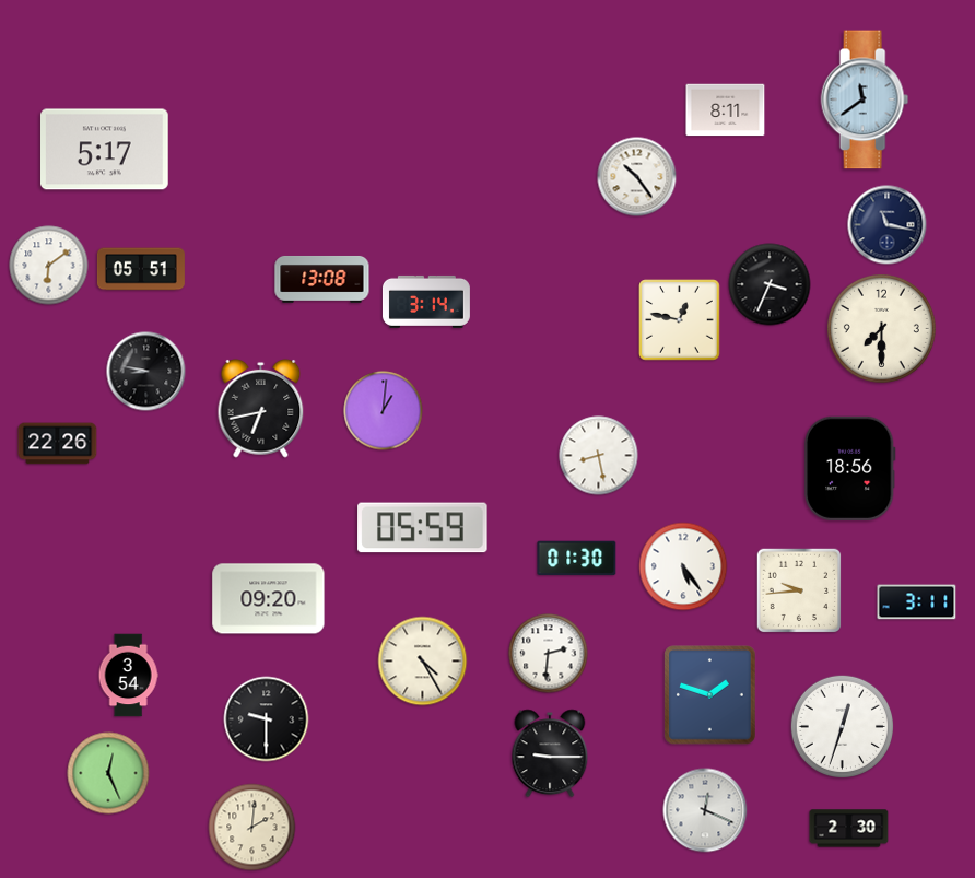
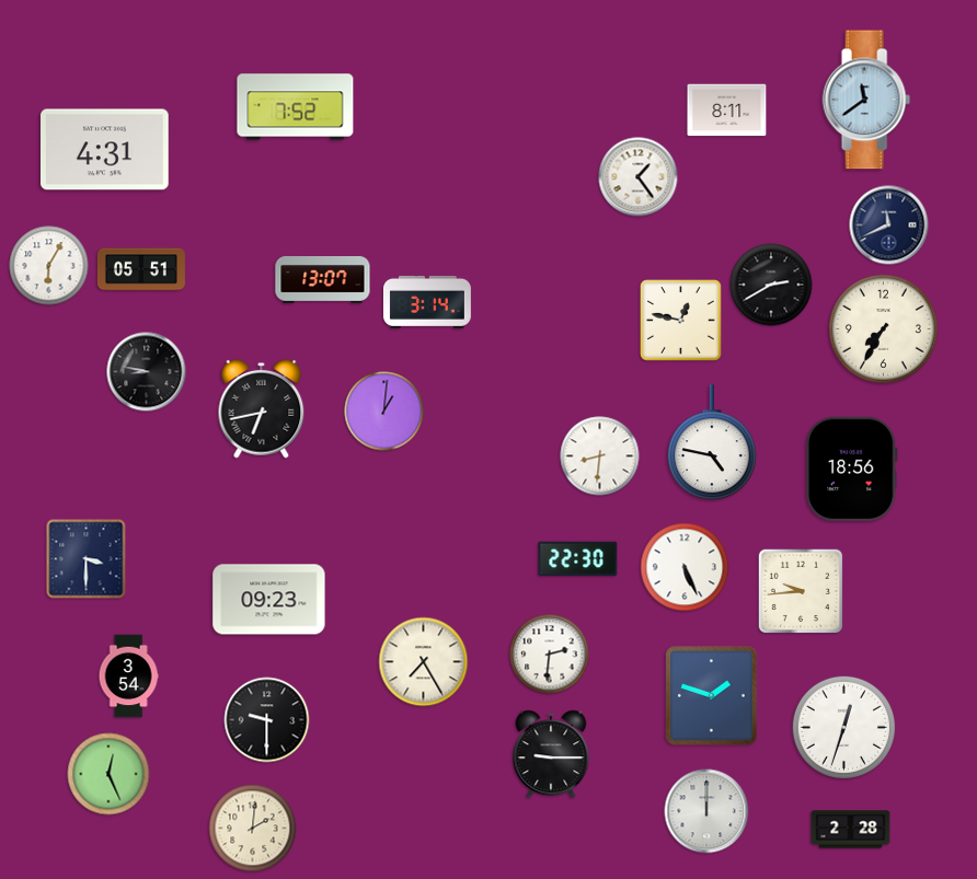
clock at (296, 107): none -> 7:52
clock at (105, 150): 5:17 -> 4:31
clock at (637, 177): 10:24 -> 1:24
clock at (888, 225): 11:17 -> 11:41
clock at (49, 266): 6:09 -> 6:05
clock at (322, 280): 13:08 -> 13:07
clock at (770, 284): 3:34 -> 2:40
clock at (881, 328): 7:30 -> 7:35
clock at (712, 442): none -> 4:47
clock at (58, 444): 22:26 -> none
clock at (599, 456): 8:28 -> 8:31
clock at (423, 528): 05:59 -> none
clock at (87, 559): none -> 3:30
clock at (577, 559): 01:30 -> 22:30
clock at (683, 566): 5:24 -> 5:26
clock at (269, 599): 09:20 -> 09:23
clock at (917, 602): 3:11 -> none
clock at (423, 662): 4:25 -> 7:25
clock at (705, 810): 12:19 -> 12:00
clock at (849, 829): 2:30 -> 2:28
